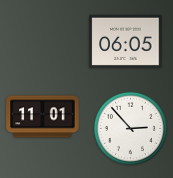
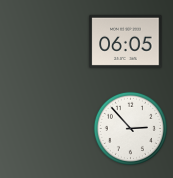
clock at (43, 117): 11:01 -> none
